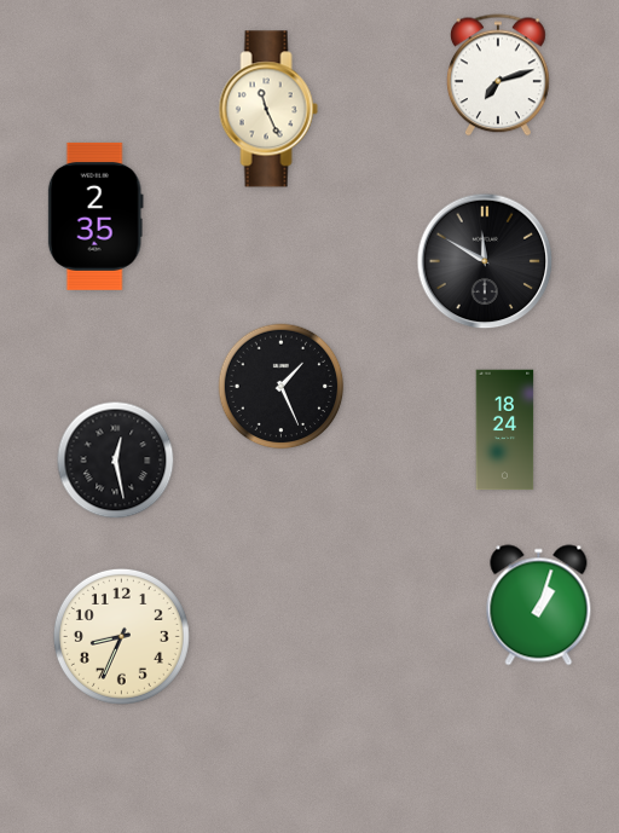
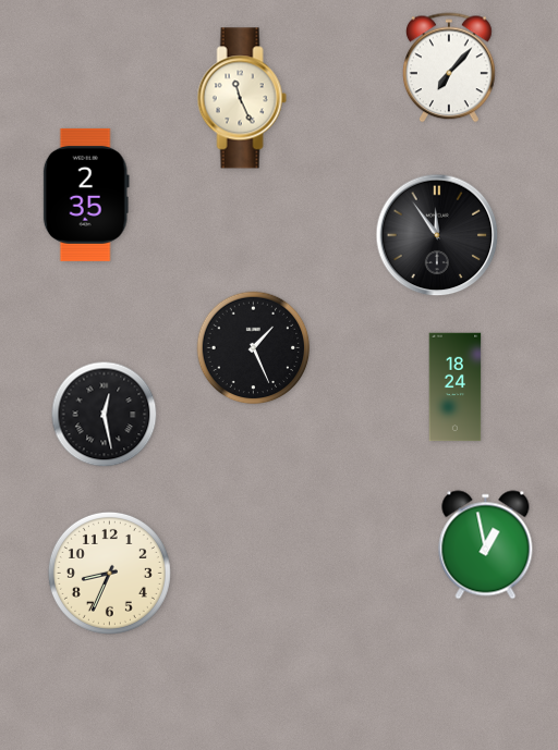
clock at (499, 75): 7:12 -> 7:07
clock at (485, 261): 11:50 -> 11:54
clock at (539, 606): 1:03 -> 12:58
